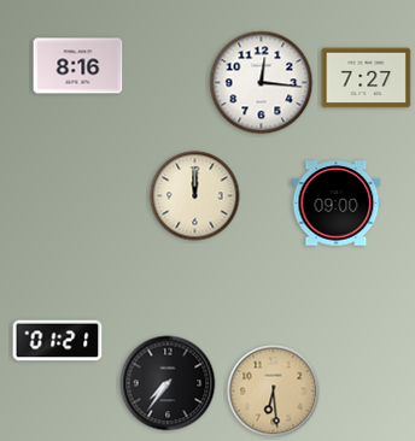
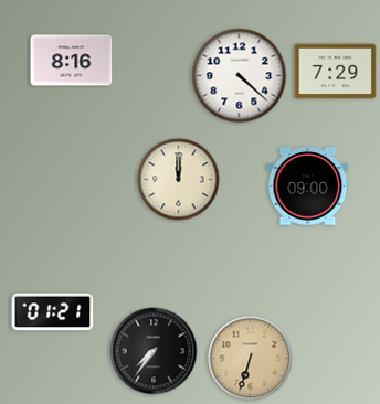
clock at (367, 78): 7:27 -> 7:29
clock at (262, 83): 12:16 -> 4:22
clock at (274, 392): 6:29 -> 6:33
